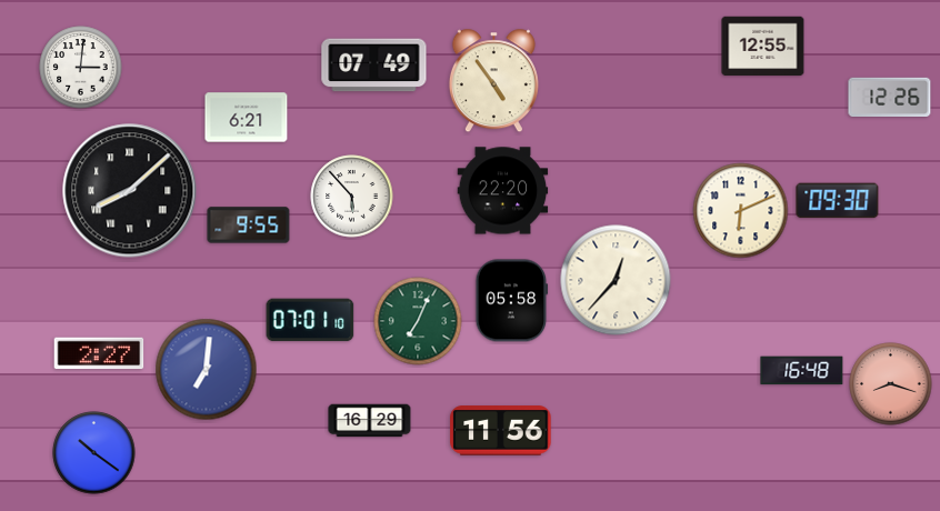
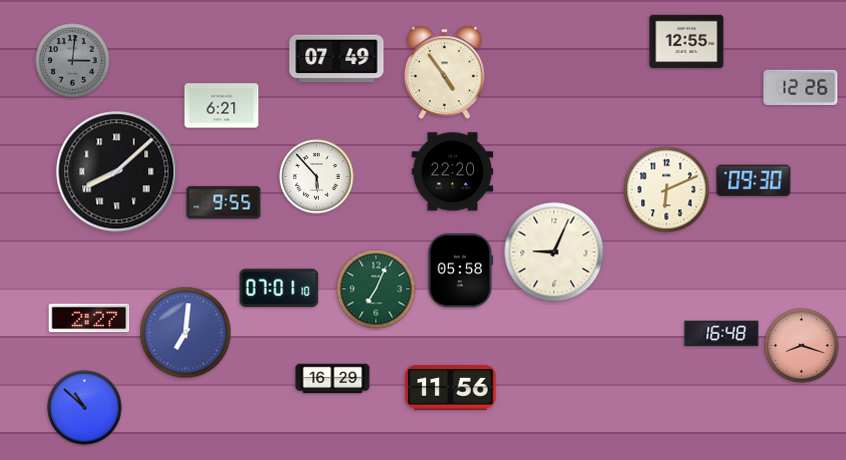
clock at (81, 68) dial: white -> grey
clock at (616, 280): 12:37 -> 9:04
clock at (94, 453): 10:21 -> 10:52
